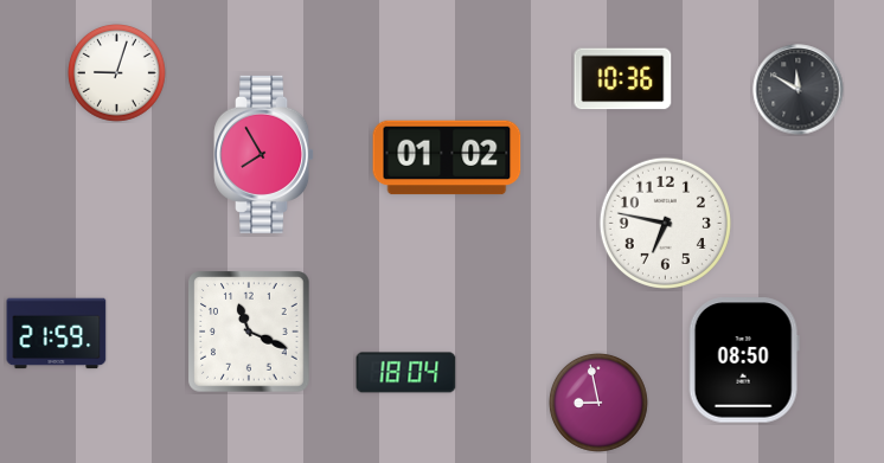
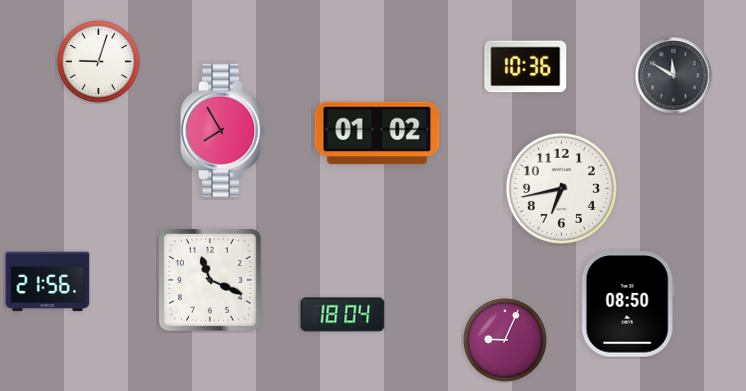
clock at (665, 223): 6:47 -> 6:43
clock at (57, 334): 21:59 -> 21:56
clock at (598, 403): 8:58 -> 9:04
